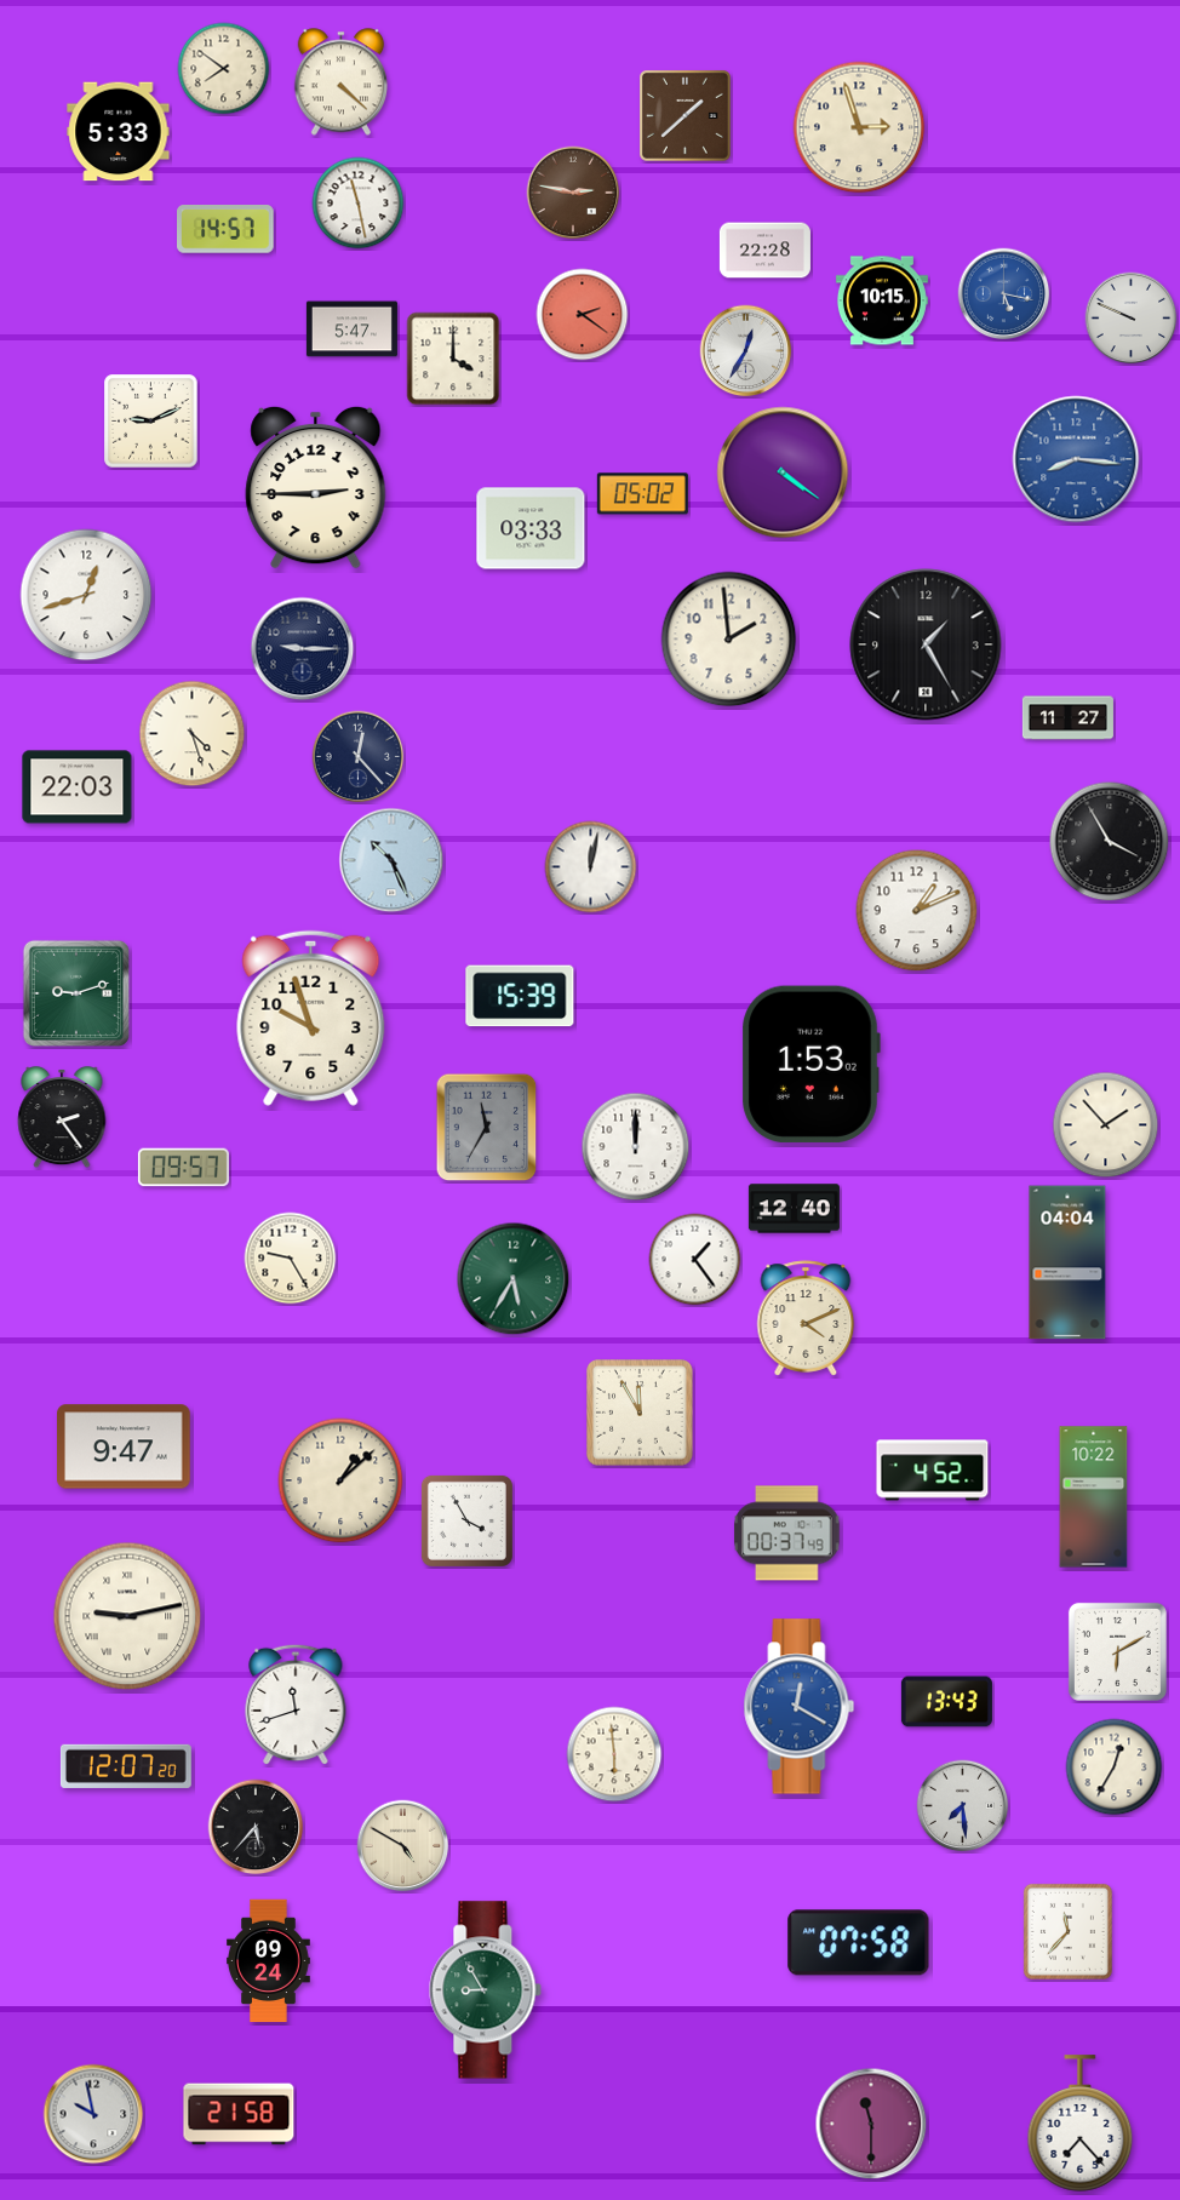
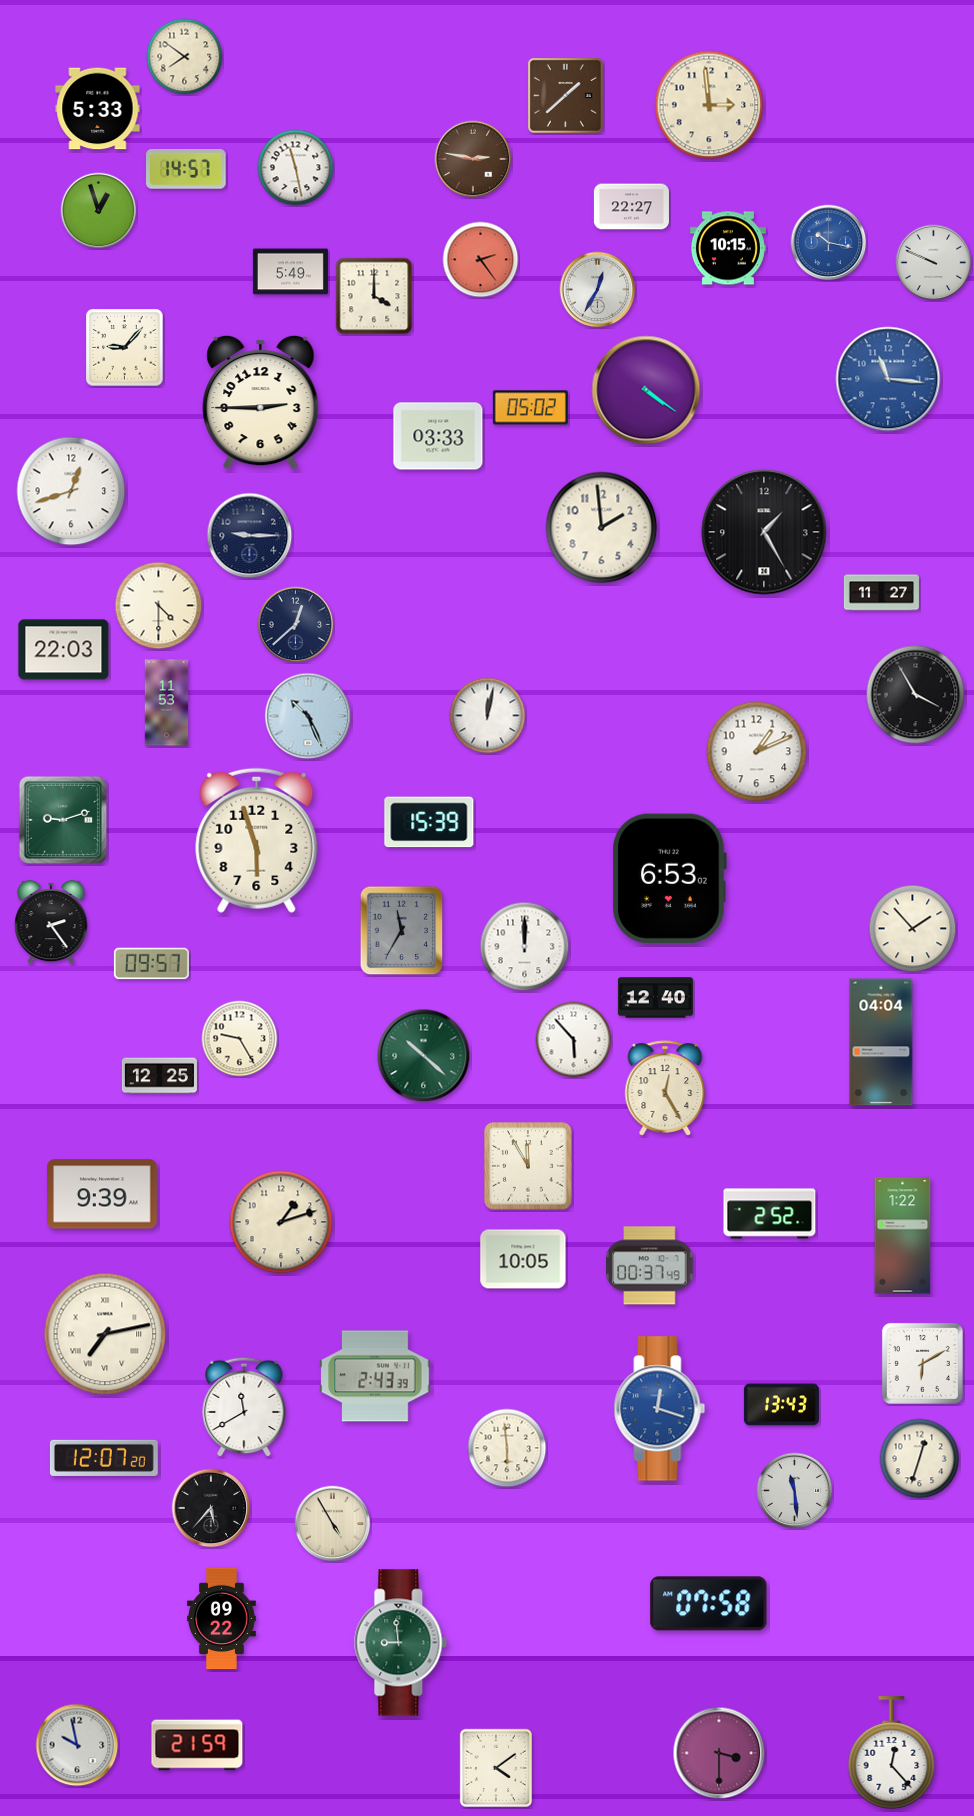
clock at (342, 82): 4:22 -> none
clock at (859, 127): 2:57 -> 2:59
clock at (227, 230) position: (227, 230) -> (187, 170)
clock at (764, 251): 22:28 -> 22:27
clock at (99, 211): none -> 12:57
clock at (1004, 294): 5:17 -> 10:17
clock at (583, 315): 2:21 -> 2:24
clock at (351, 330): 5:47 -> 5:49
clock at (746, 351) position: (746, 351) -> (598, 290)
clock at (151, 422): 9:11 -> 9:07
clock at (1076, 459): 8:16 -> 11:16
clock at (193, 734): 4:27 -> 4:30
clock at (359, 757): 12:23 -> 12:38
clock at (167, 703): none -> 11:53
clock at (391, 860) position: (391, 860) -> (308, 716)
clock at (311, 1018): 9:57 -> 5:57
clock at (810, 1065): 1:53 -> 6:53
clock at (695, 1260): 1:24 -> 5:53
clock at (514, 1279): 5:35 -> 10:22
clock at (159, 1076): none -> 12:25
clock at (806, 1318): 4:11 -> 12:25
clock at (125, 1446): 9:47 -> 9:39
clock at (933, 1471): 4:52 -> 2:52
clock at (340, 1480): 1:08 -> 1:12
clock at (1094, 1497): 10:22 -> 1:22
clock at (466, 1520): 3:55 -> none
clock at (523, 1259): none -> 10:05
clock at (127, 1616): 9:13 -> 7:13
clock at (375, 1376): none -> 2:43
clock at (296, 1705): 11:42 -> 11:40
clock at (800, 1707): 12:20 -> 12:18
clock at (1115, 1768): 12:35 -> 12:33
clock at (963, 1806): 7:29 -> 11:29
clock at (403, 1846): 4:50 -> 4:55
clock at (1067, 1931): 11:37 -> none
clock at (269, 1961): 09:24 -> 09:22
clock at (486, 1990): 8:55 -> 8:59
clock at (239, 2114): 21:58 -> 21:59
clock at (871, 2124): 11:30 -> 3:30
clock at (1081, 2124): 7:23 -> 12:23
clock at (495, 1768): none -> 4:09
